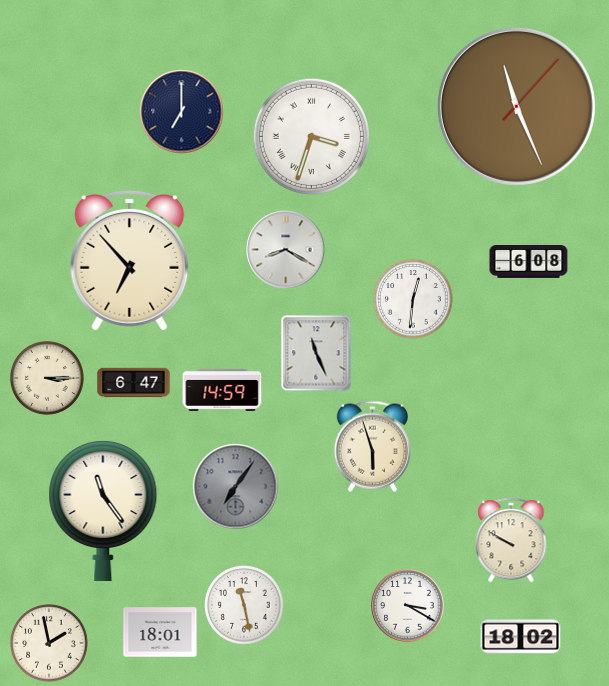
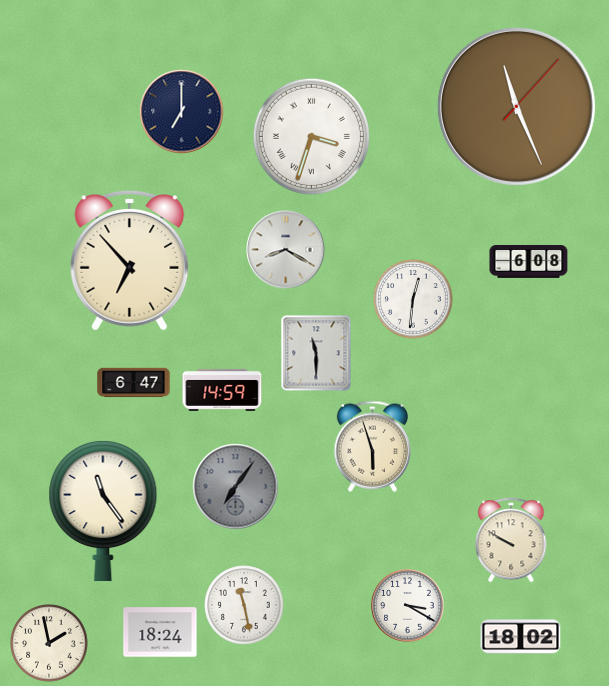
clock at (316, 353): 11:26 -> 11:30
clock at (47, 378): 3:15 -> none
clock at (160, 632): 18:01 -> 18:24
